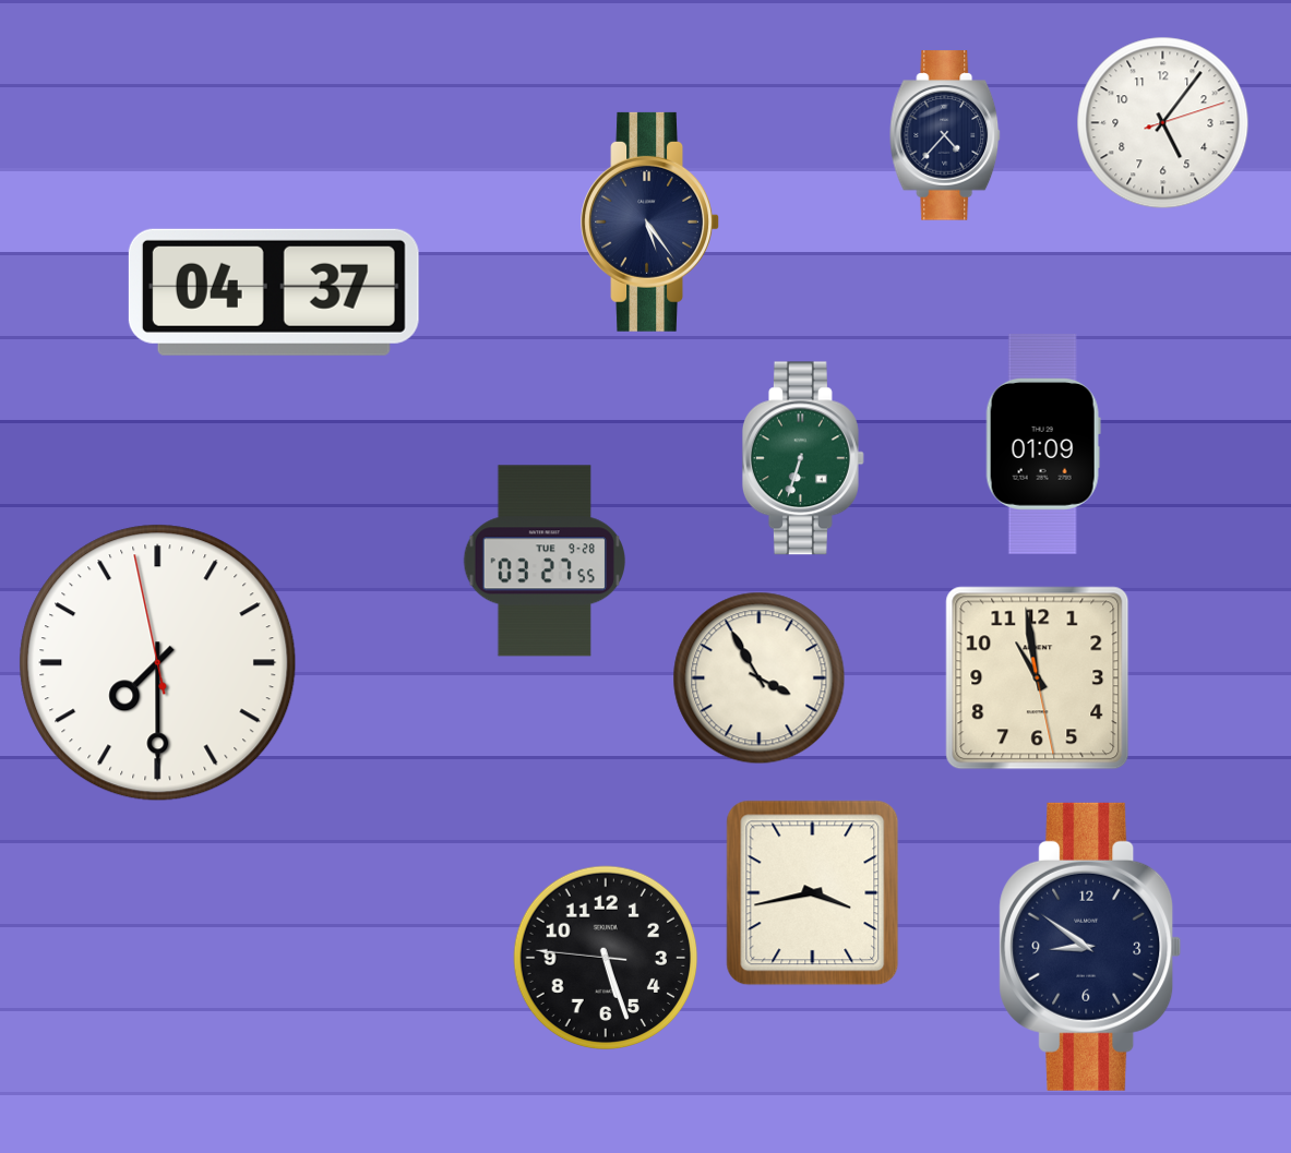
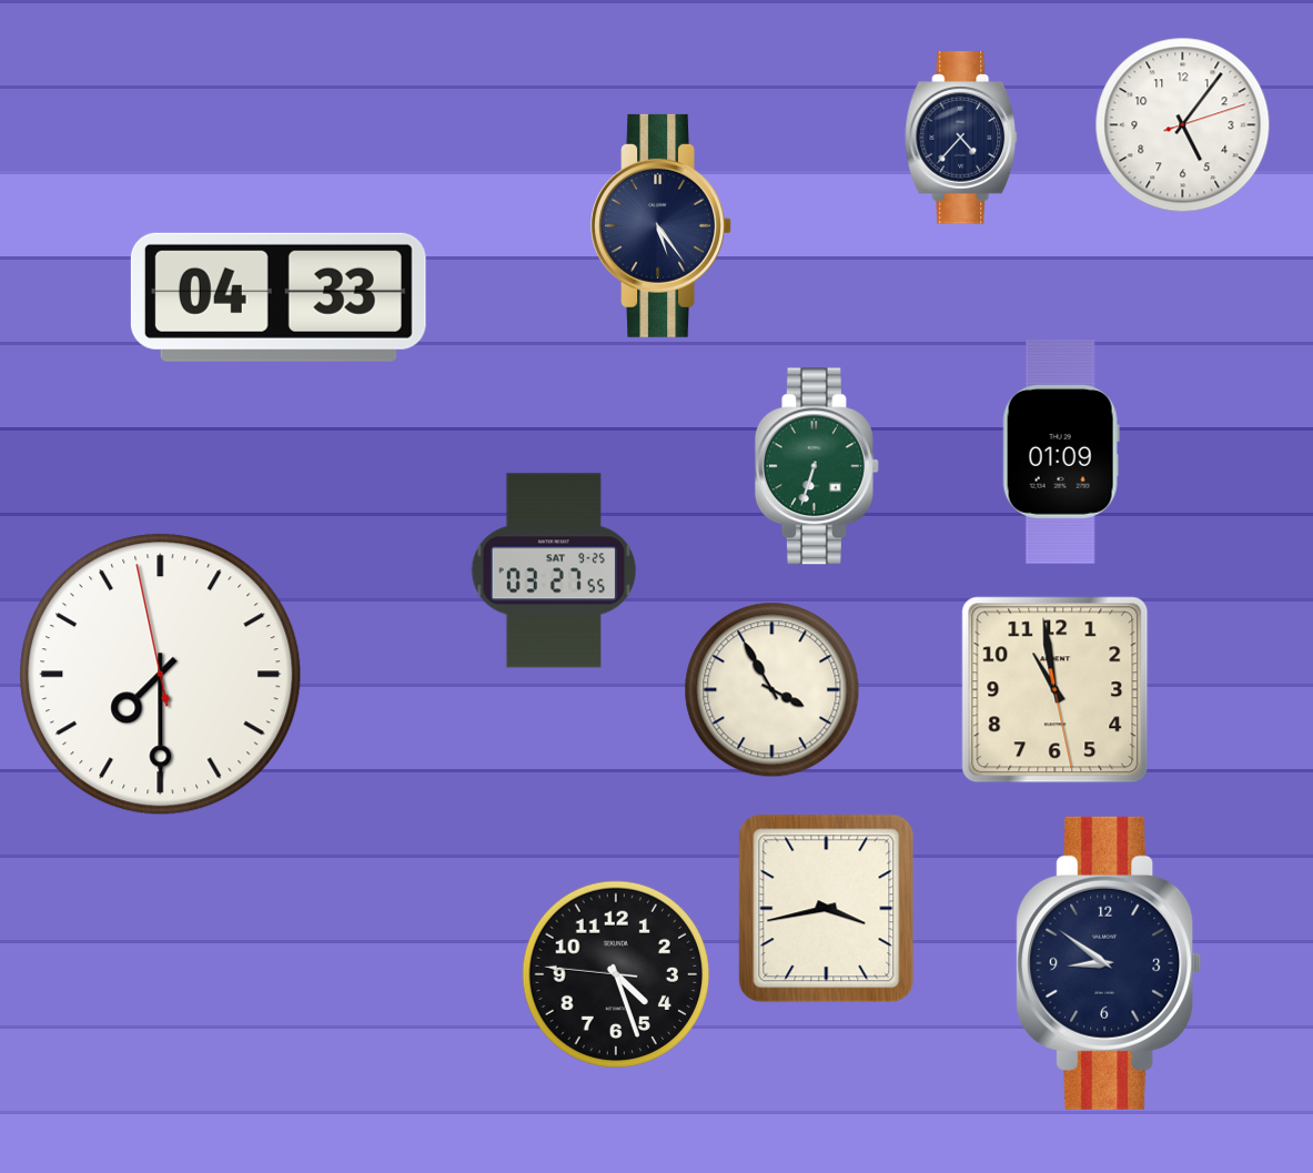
clock at (274, 292): 04:37 -> 04:33
clock at (545, 561) date: TUE 9-28 -> SAT 9-25
clock at (606, 958): 5:26 -> 4:26
